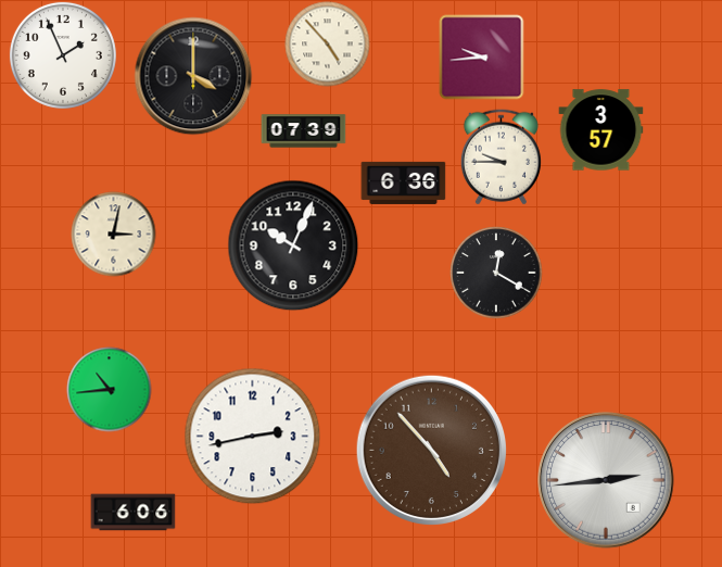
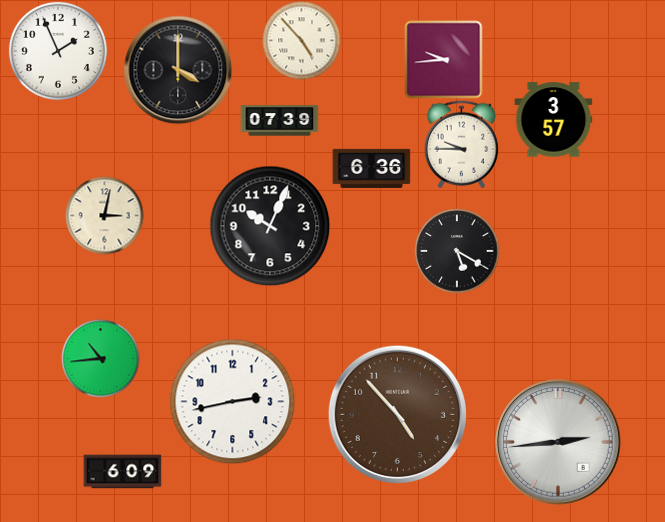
clock at (481, 56) position: (481, 56) -> (443, 59)
clock at (496, 273): 12:20 -> 5:20
clock at (132, 513): 6:06 -> 6:09
